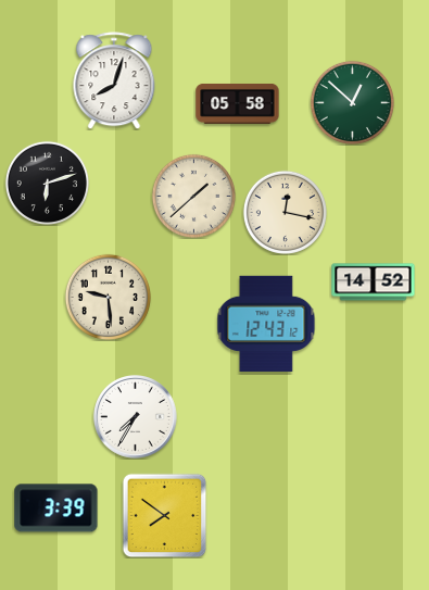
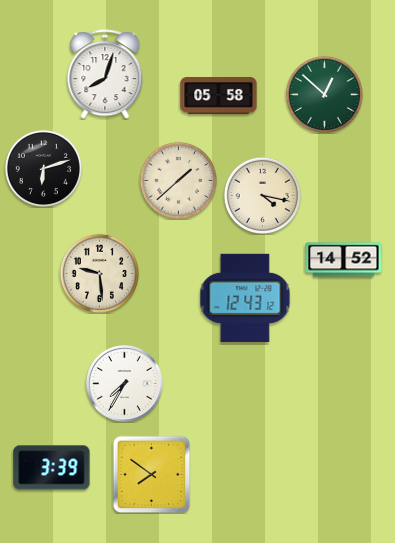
clock at (285, 212): 12:17 -> 4:17
